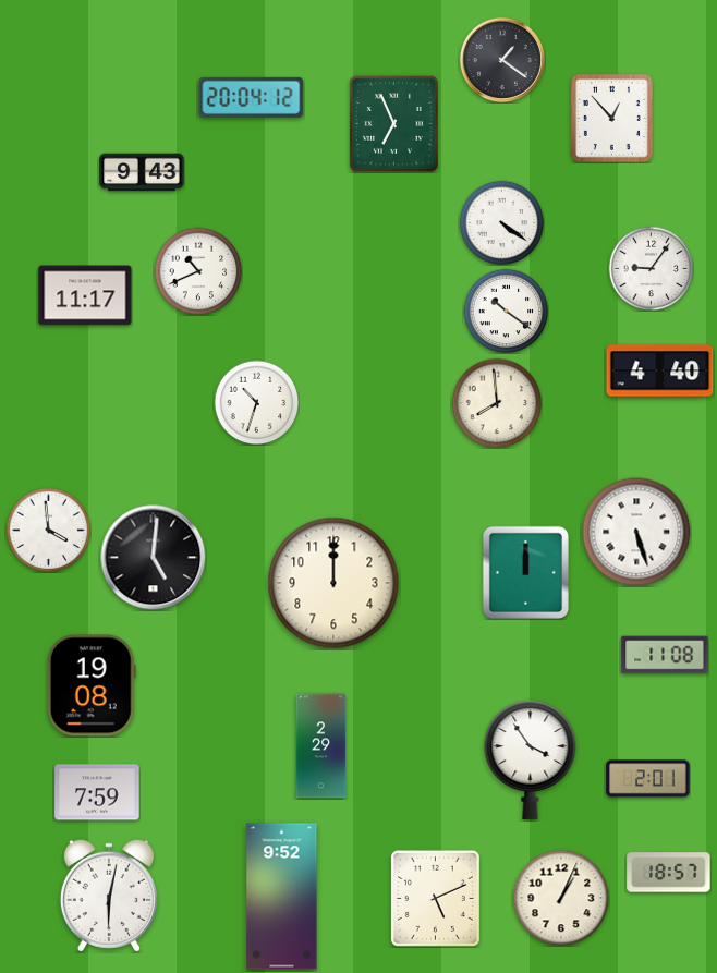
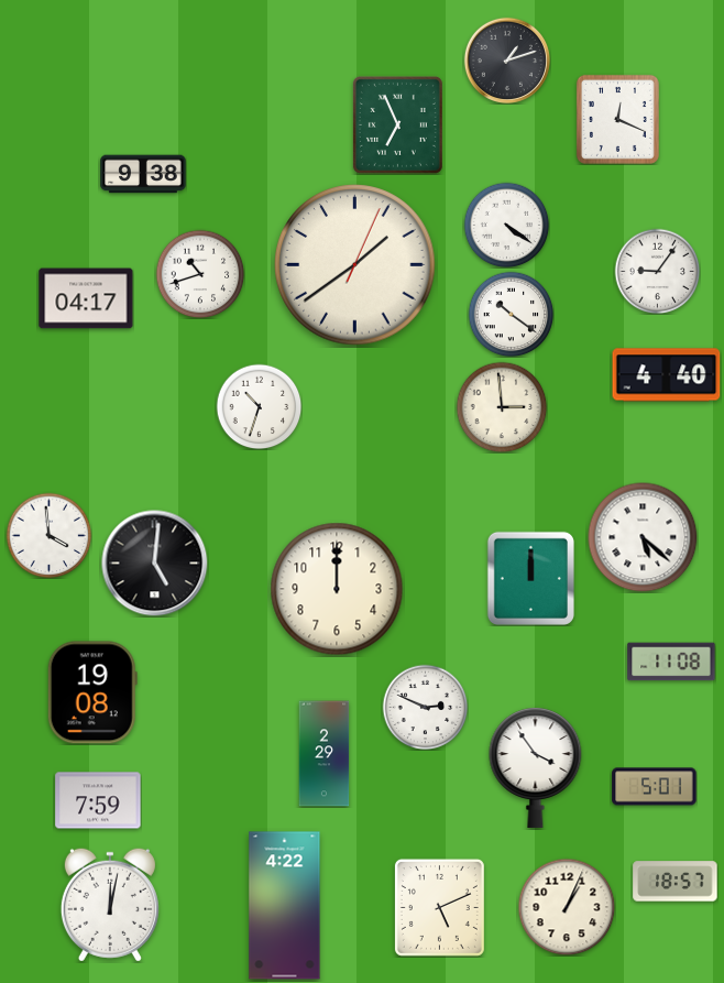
clock at (502, 60): 1:21 -> 1:12
clock at (252, 97): 20:04 -> none
clock at (611, 118): 12:53 -> 12:19
clock at (142, 172): 9:43 -> 9:38
clock at (355, 265): none -> 1:39
clock at (198, 271): 10:41 -> 10:42
clock at (85, 295): 11:17 -> 04:17
clock at (497, 403): 7:59 -> 2:59
clock at (636, 532): 5:27 -> 5:22
clock at (425, 707): none -> 2:49
clock at (648, 779): 2:01 -> 5:01
clock at (109, 896): 6:02 -> 12:02
clock at (282, 897): 9:52 -> 4:22
